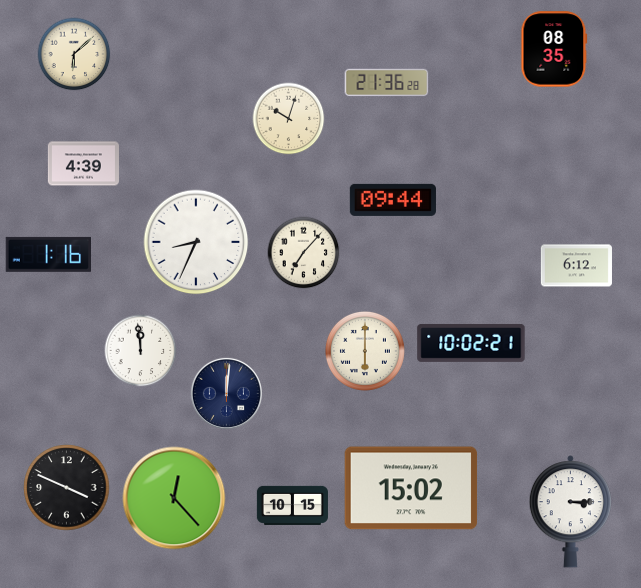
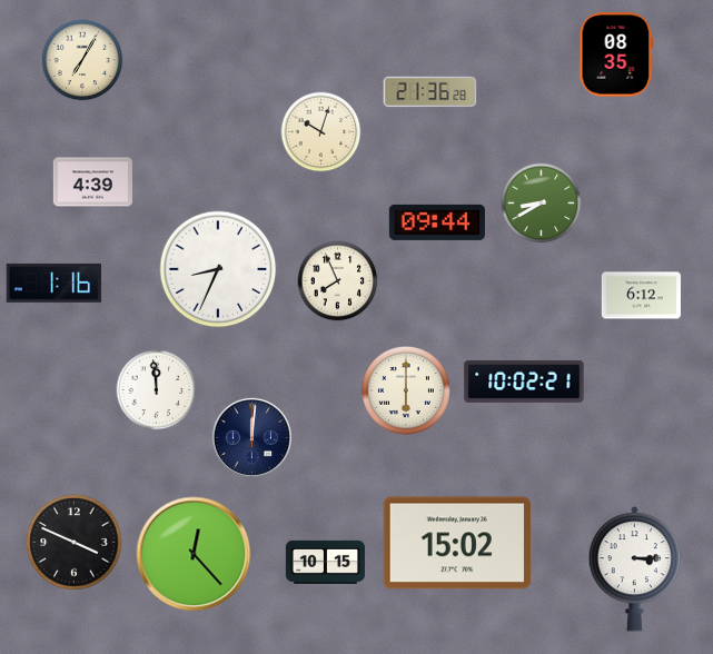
clock at (74, 54): 6:08 -> 7:05
clock at (542, 204): none -> 8:40
clock at (304, 253): 7:07 -> 7:56
